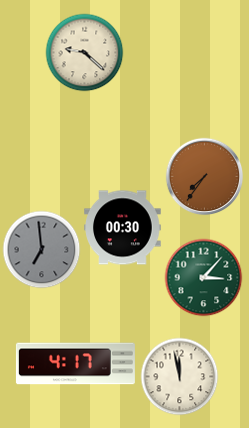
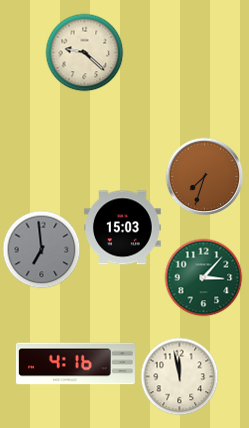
clock at (204, 176): 7:36 -> 7:33
clock at (123, 228): 00:30 -> 15:03
clock at (75, 364): 4:17 -> 4:16
